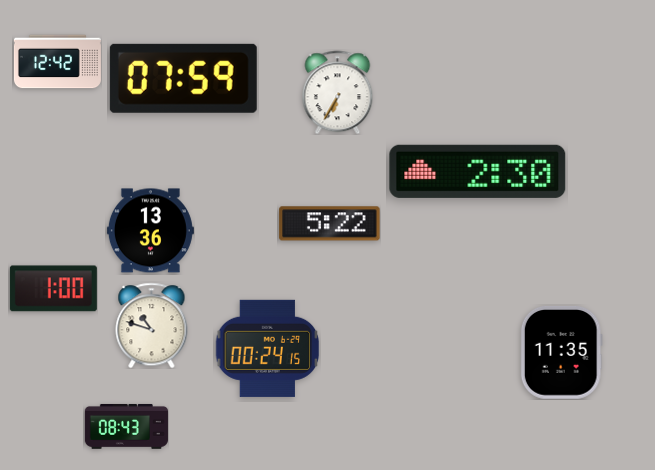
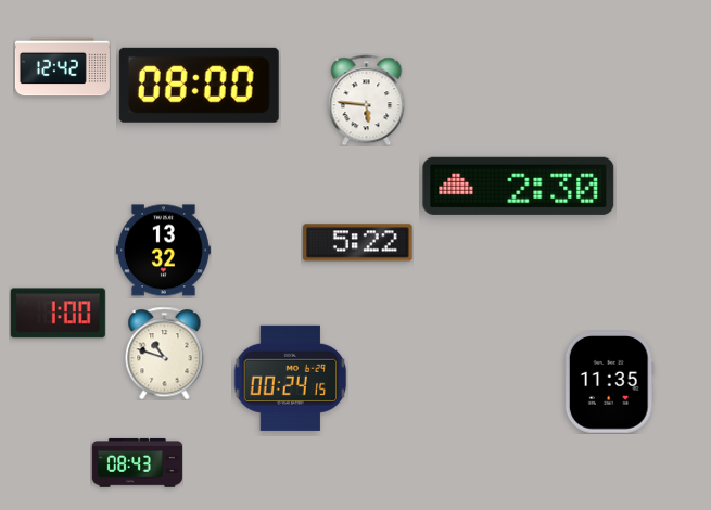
clock at (183, 78): 07:59 -> 08:00
clock at (338, 92): 6:35 -> 5:46
clock at (150, 231): 13:36 -> 13:32
